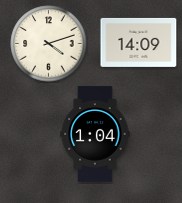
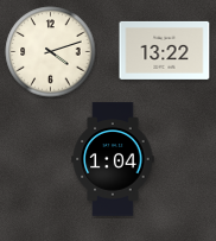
clock at (139, 42): 14:09 -> 13:22
clock at (49, 44) position: (49, 44) -> (51, 52)
